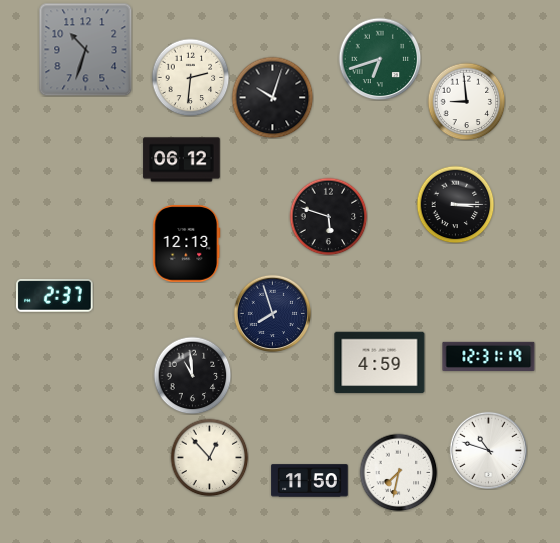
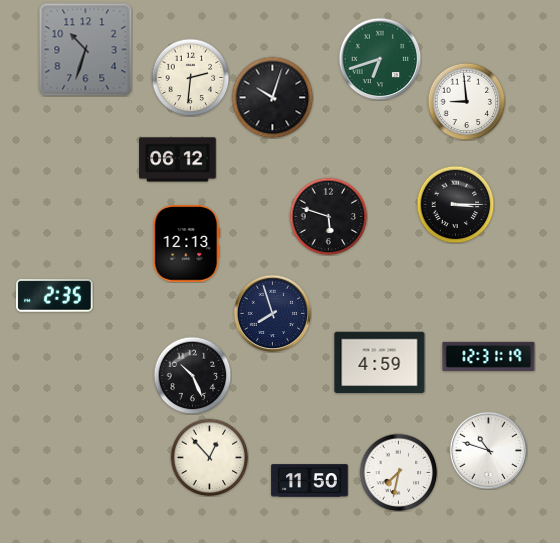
clock at (182, 160) position: (182, 160) -> (178, 160)
clock at (55, 296): 2:37 -> 2:35
clock at (192, 375): 10:59 -> 10:26
